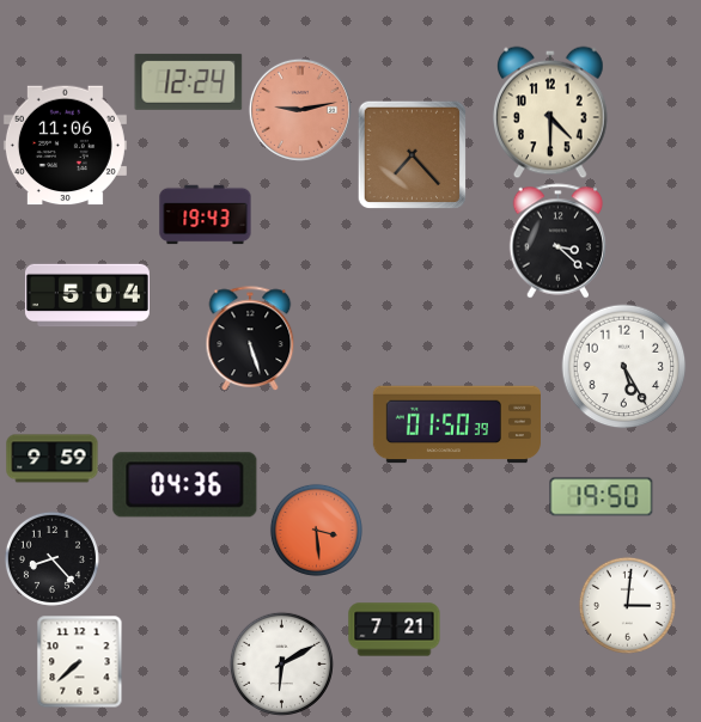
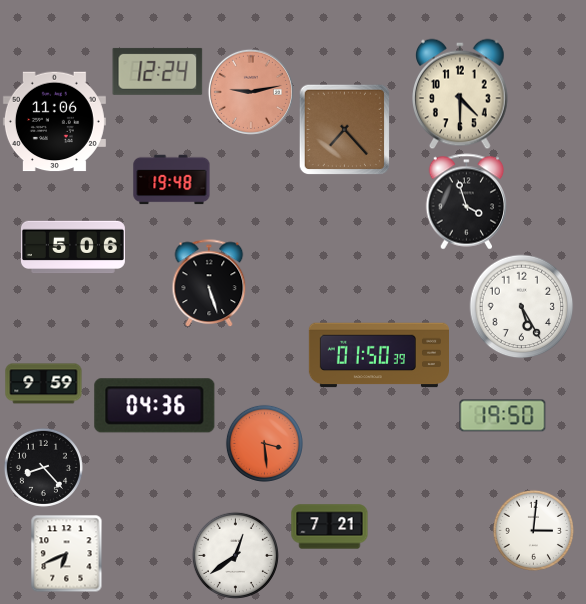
clock at (189, 81) position: (189, 81) -> (158, 71)
clock at (206, 215): 19:43 -> 19:48
clock at (559, 241): 3:22 -> 3:57
clock at (87, 295): 5:04 -> 5:06
clock at (456, 424) position: (456, 424) -> (378, 355)
clock at (627, 605) position: (627, 605) -> (533, 530)
clock at (80, 661): 7:38 -> 6:41
clock at (281, 663): 6:10 -> 12:39
